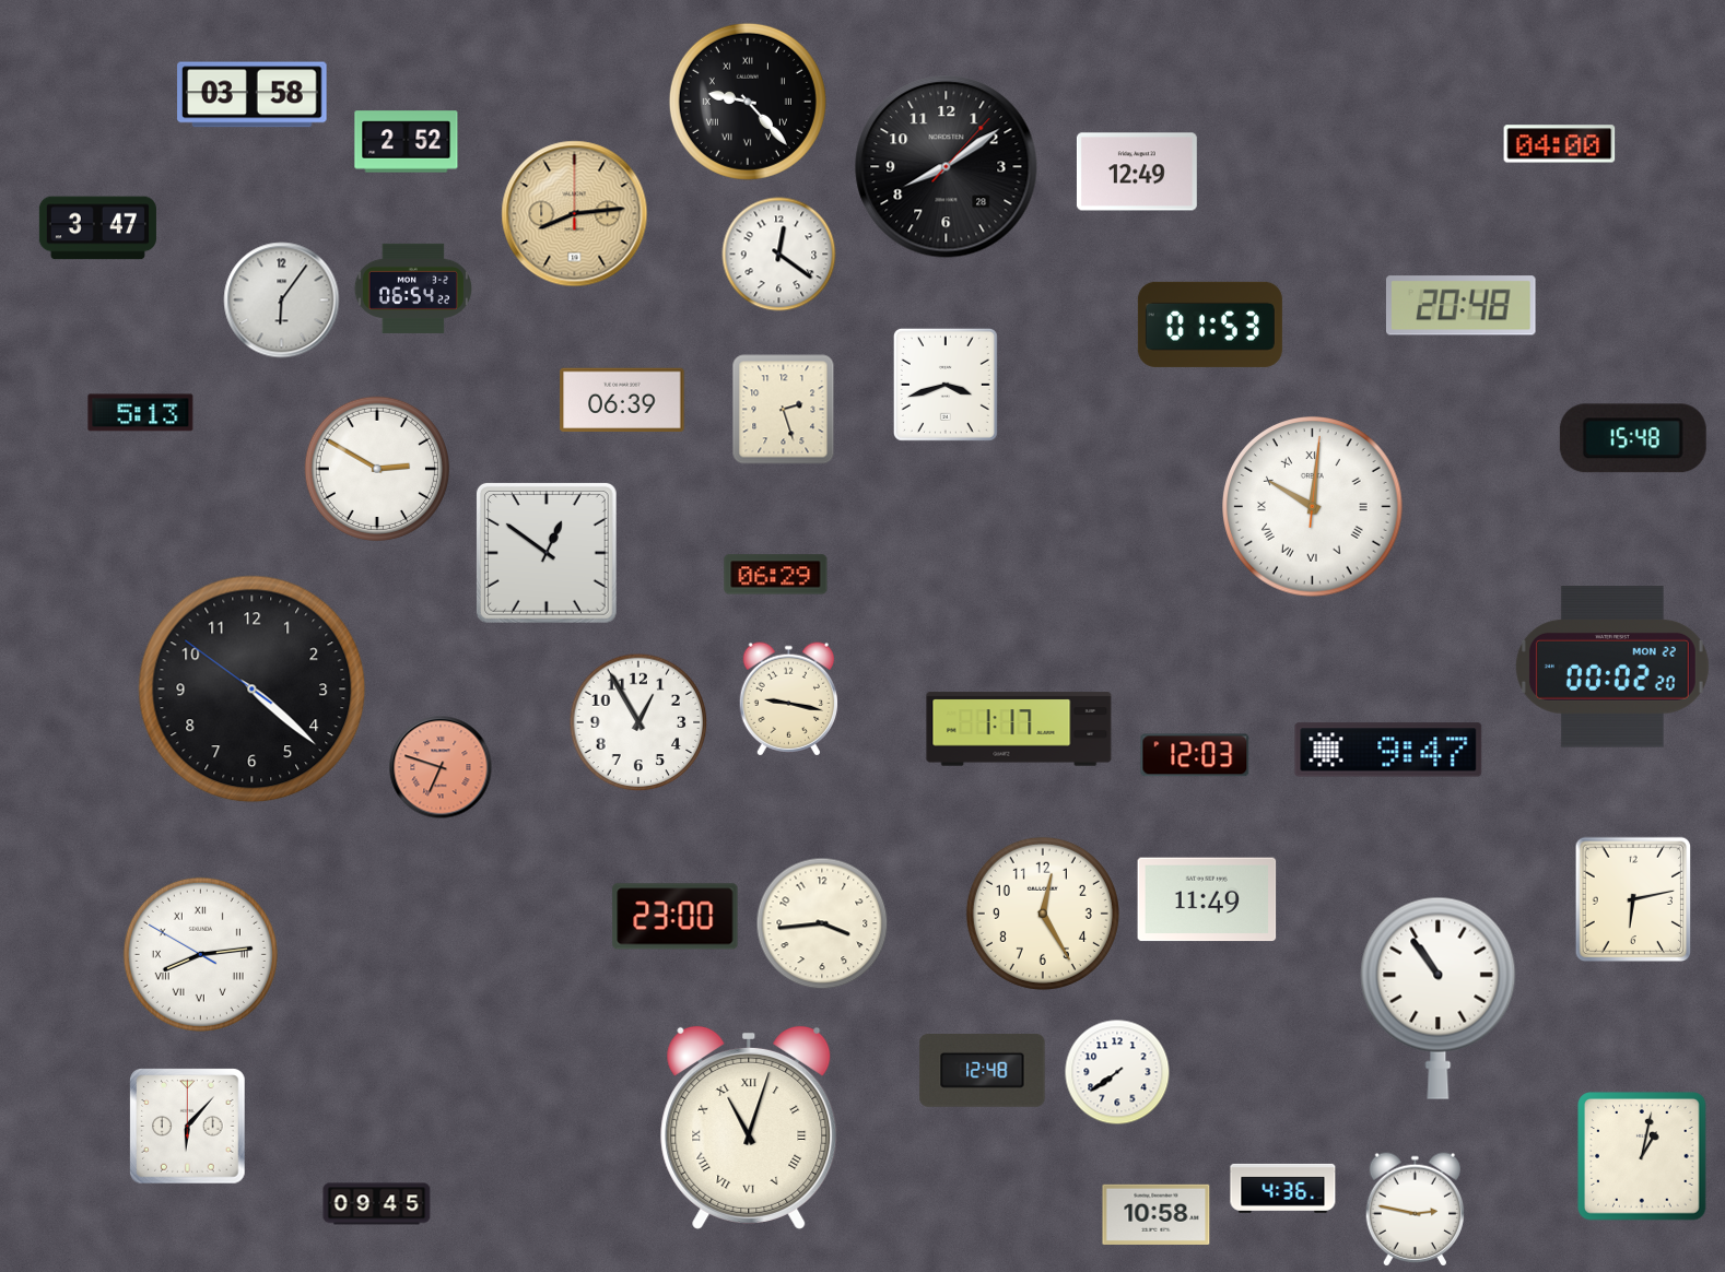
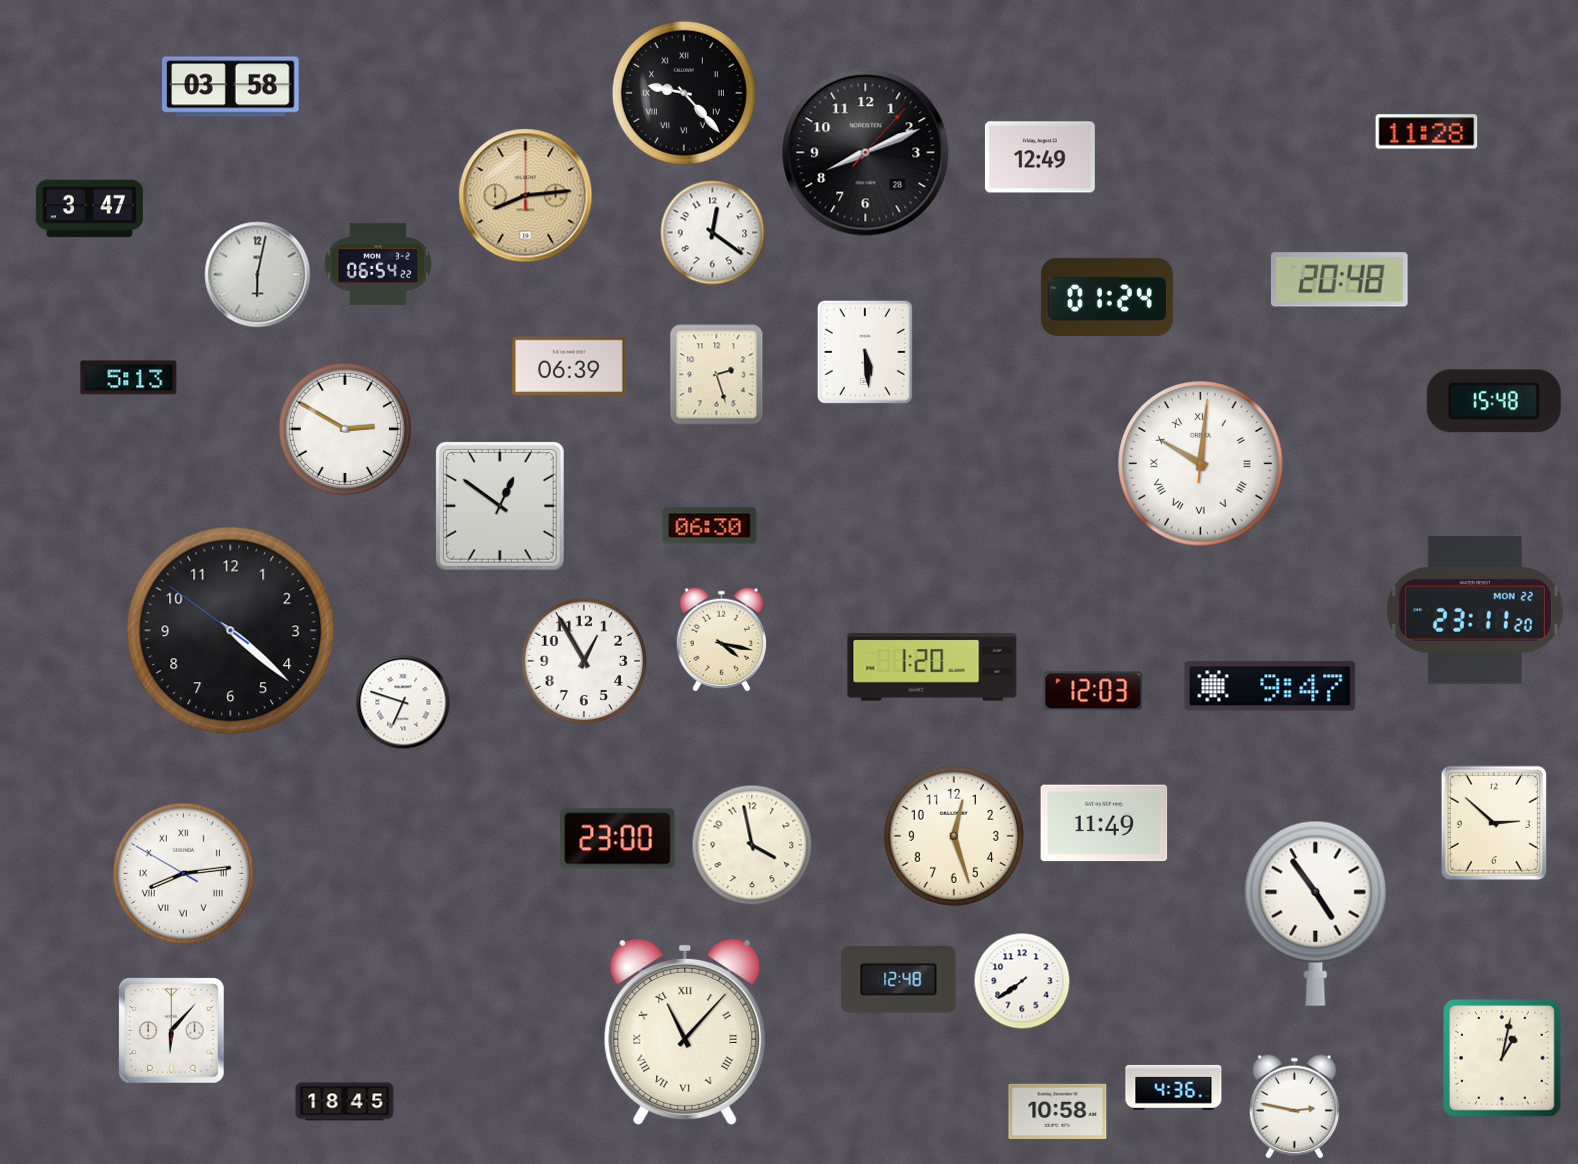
clock at (407, 142): 2:52 -> none
clock at (1560, 144): 04:00 -> 11:28
clock at (947, 167): 8:09 -> 8:11
clock at (282, 301): 6:06 -> 6:02
clock at (1460, 306) position: (1460, 306) -> (1339, 280)
clock at (1210, 325): 01:53 -> 01:24
clock at (946, 385): 3:42 -> 5:29
clock at (776, 575): 06:29 -> 06:30
clock at (1612, 667): 00:02 -> 23:11
clock at (788, 699): 9:17 -> 4:17
clock at (1019, 729): 1:17 -> 1:20
clock at (441, 767) dial: salmon -> white
clock at (1633, 899): 6:13 -> 2:52
clock at (1043, 914): 12:25 -> 12:27
clock at (822, 923): 3:44 -> 3:58
clock at (1439, 998): 10:54 -> 4:54
clock at (749, 1128): 11:03 -> 11:07
clock at (377, 1204): 09:45 -> 18:45
